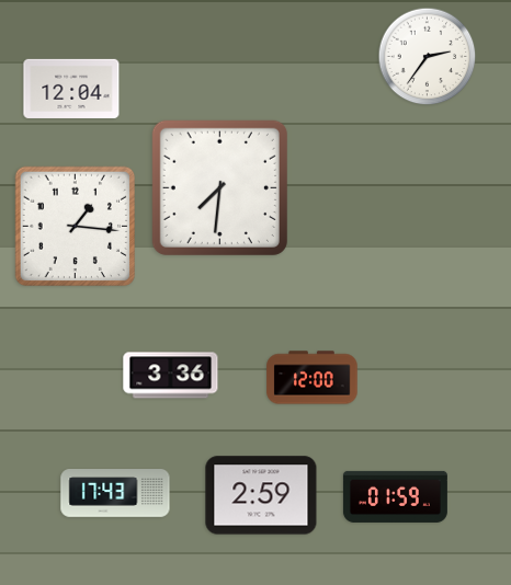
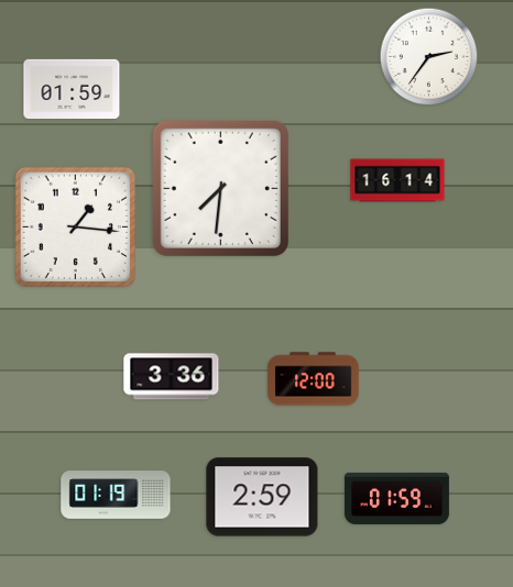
clock at (71, 89): 12:04 -> 01:59
clock at (397, 180): none -> 16:14
clock at (115, 493): 17:43 -> 01:19
